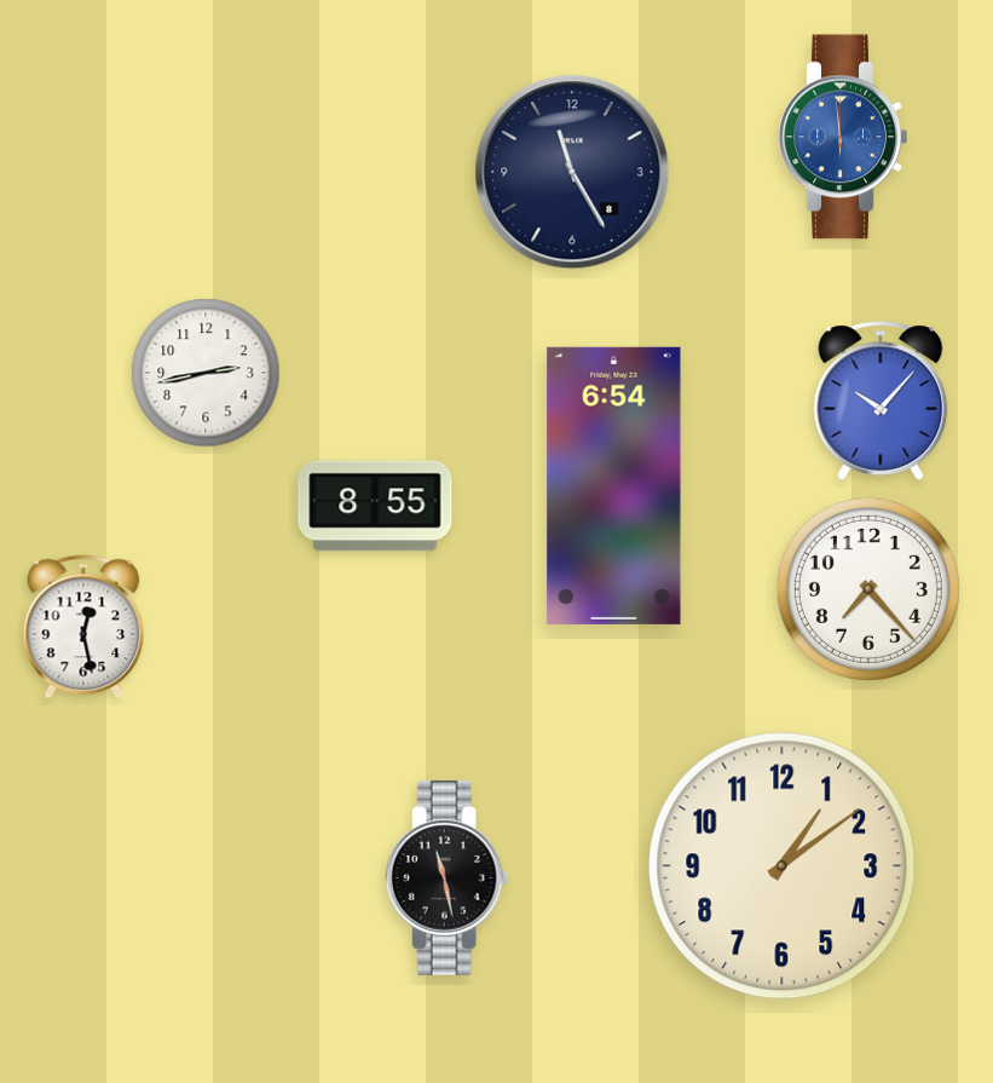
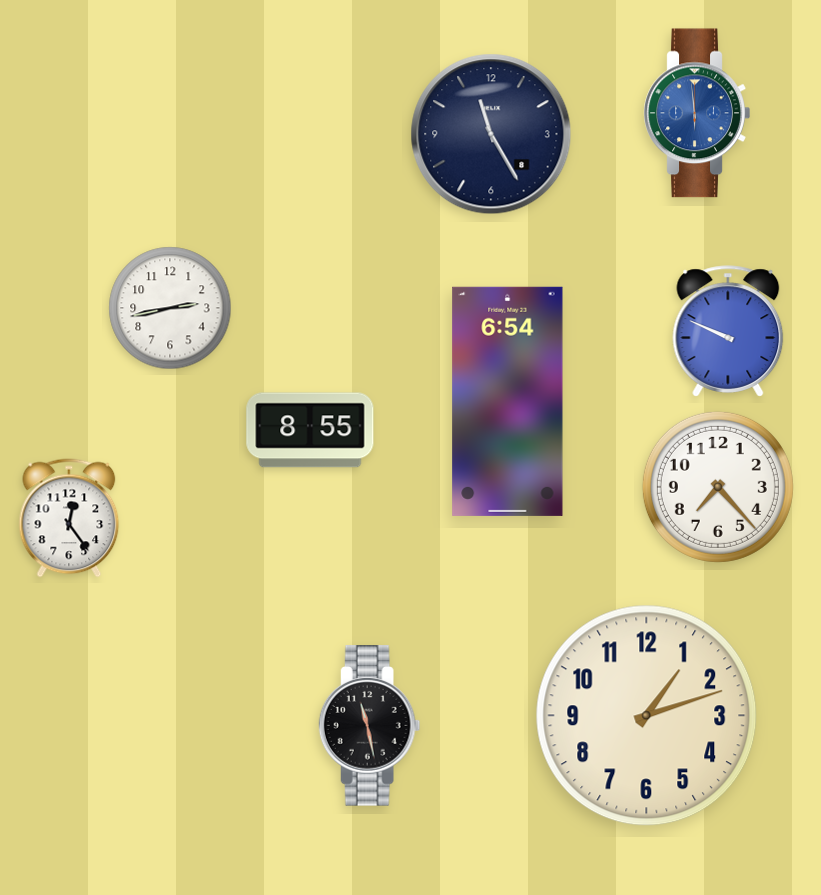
clock at (572, 172) position: (572, 172) -> (491, 134)
clock at (881, 401): 10:07 -> 9:49
clock at (375, 506) position: (375, 506) -> (310, 430)
clock at (83, 627): 12:28 -> 12:24
clock at (783, 866): 1:09 -> 1:12
